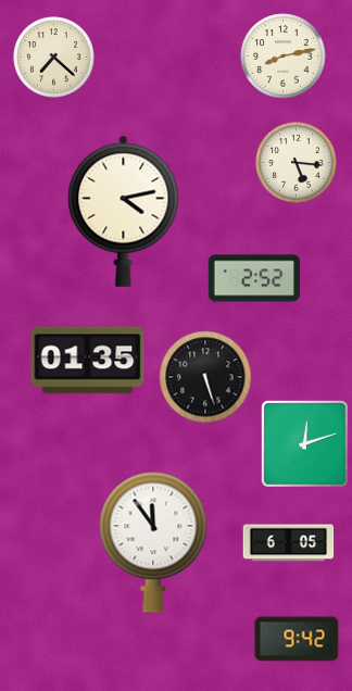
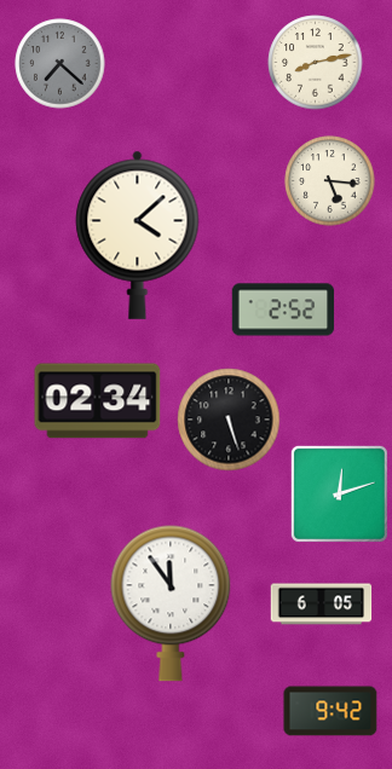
clock at (54, 58) dial: cream -> grey
clock at (124, 211): 4:13 -> 4:08
clock at (88, 361): 01:35 -> 02:34
